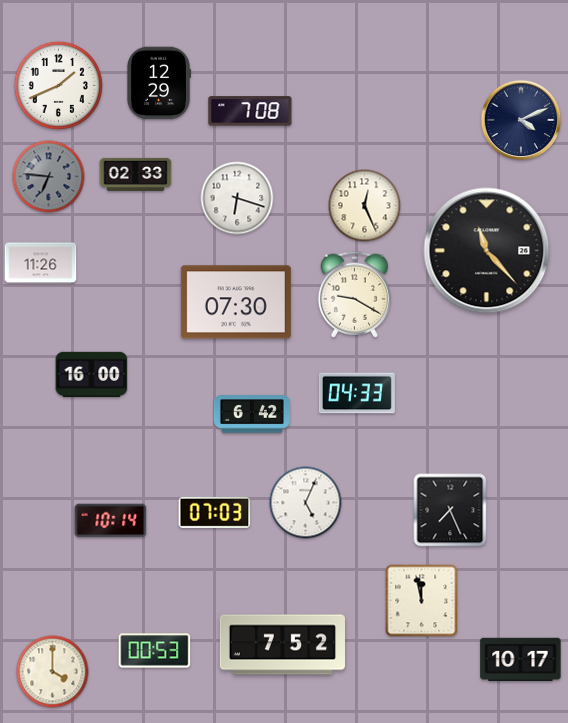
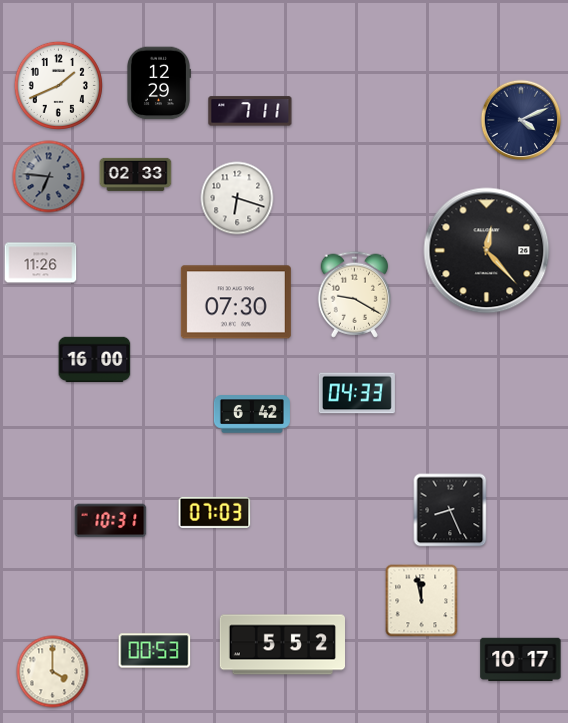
clock at (250, 111): 7:08 -> 7:11
clock at (365, 206): 12:26 -> none
clock at (487, 251): 11:23 -> 12:23
clock at (92, 374) position: (92, 374) -> (95, 359)
clock at (306, 503): 5:04 -> none
clock at (450, 510): 7:26 -> 8:26
clock at (111, 521): 10:14 -> 10:31
clock at (282, 645): 7:52 -> 5:52
